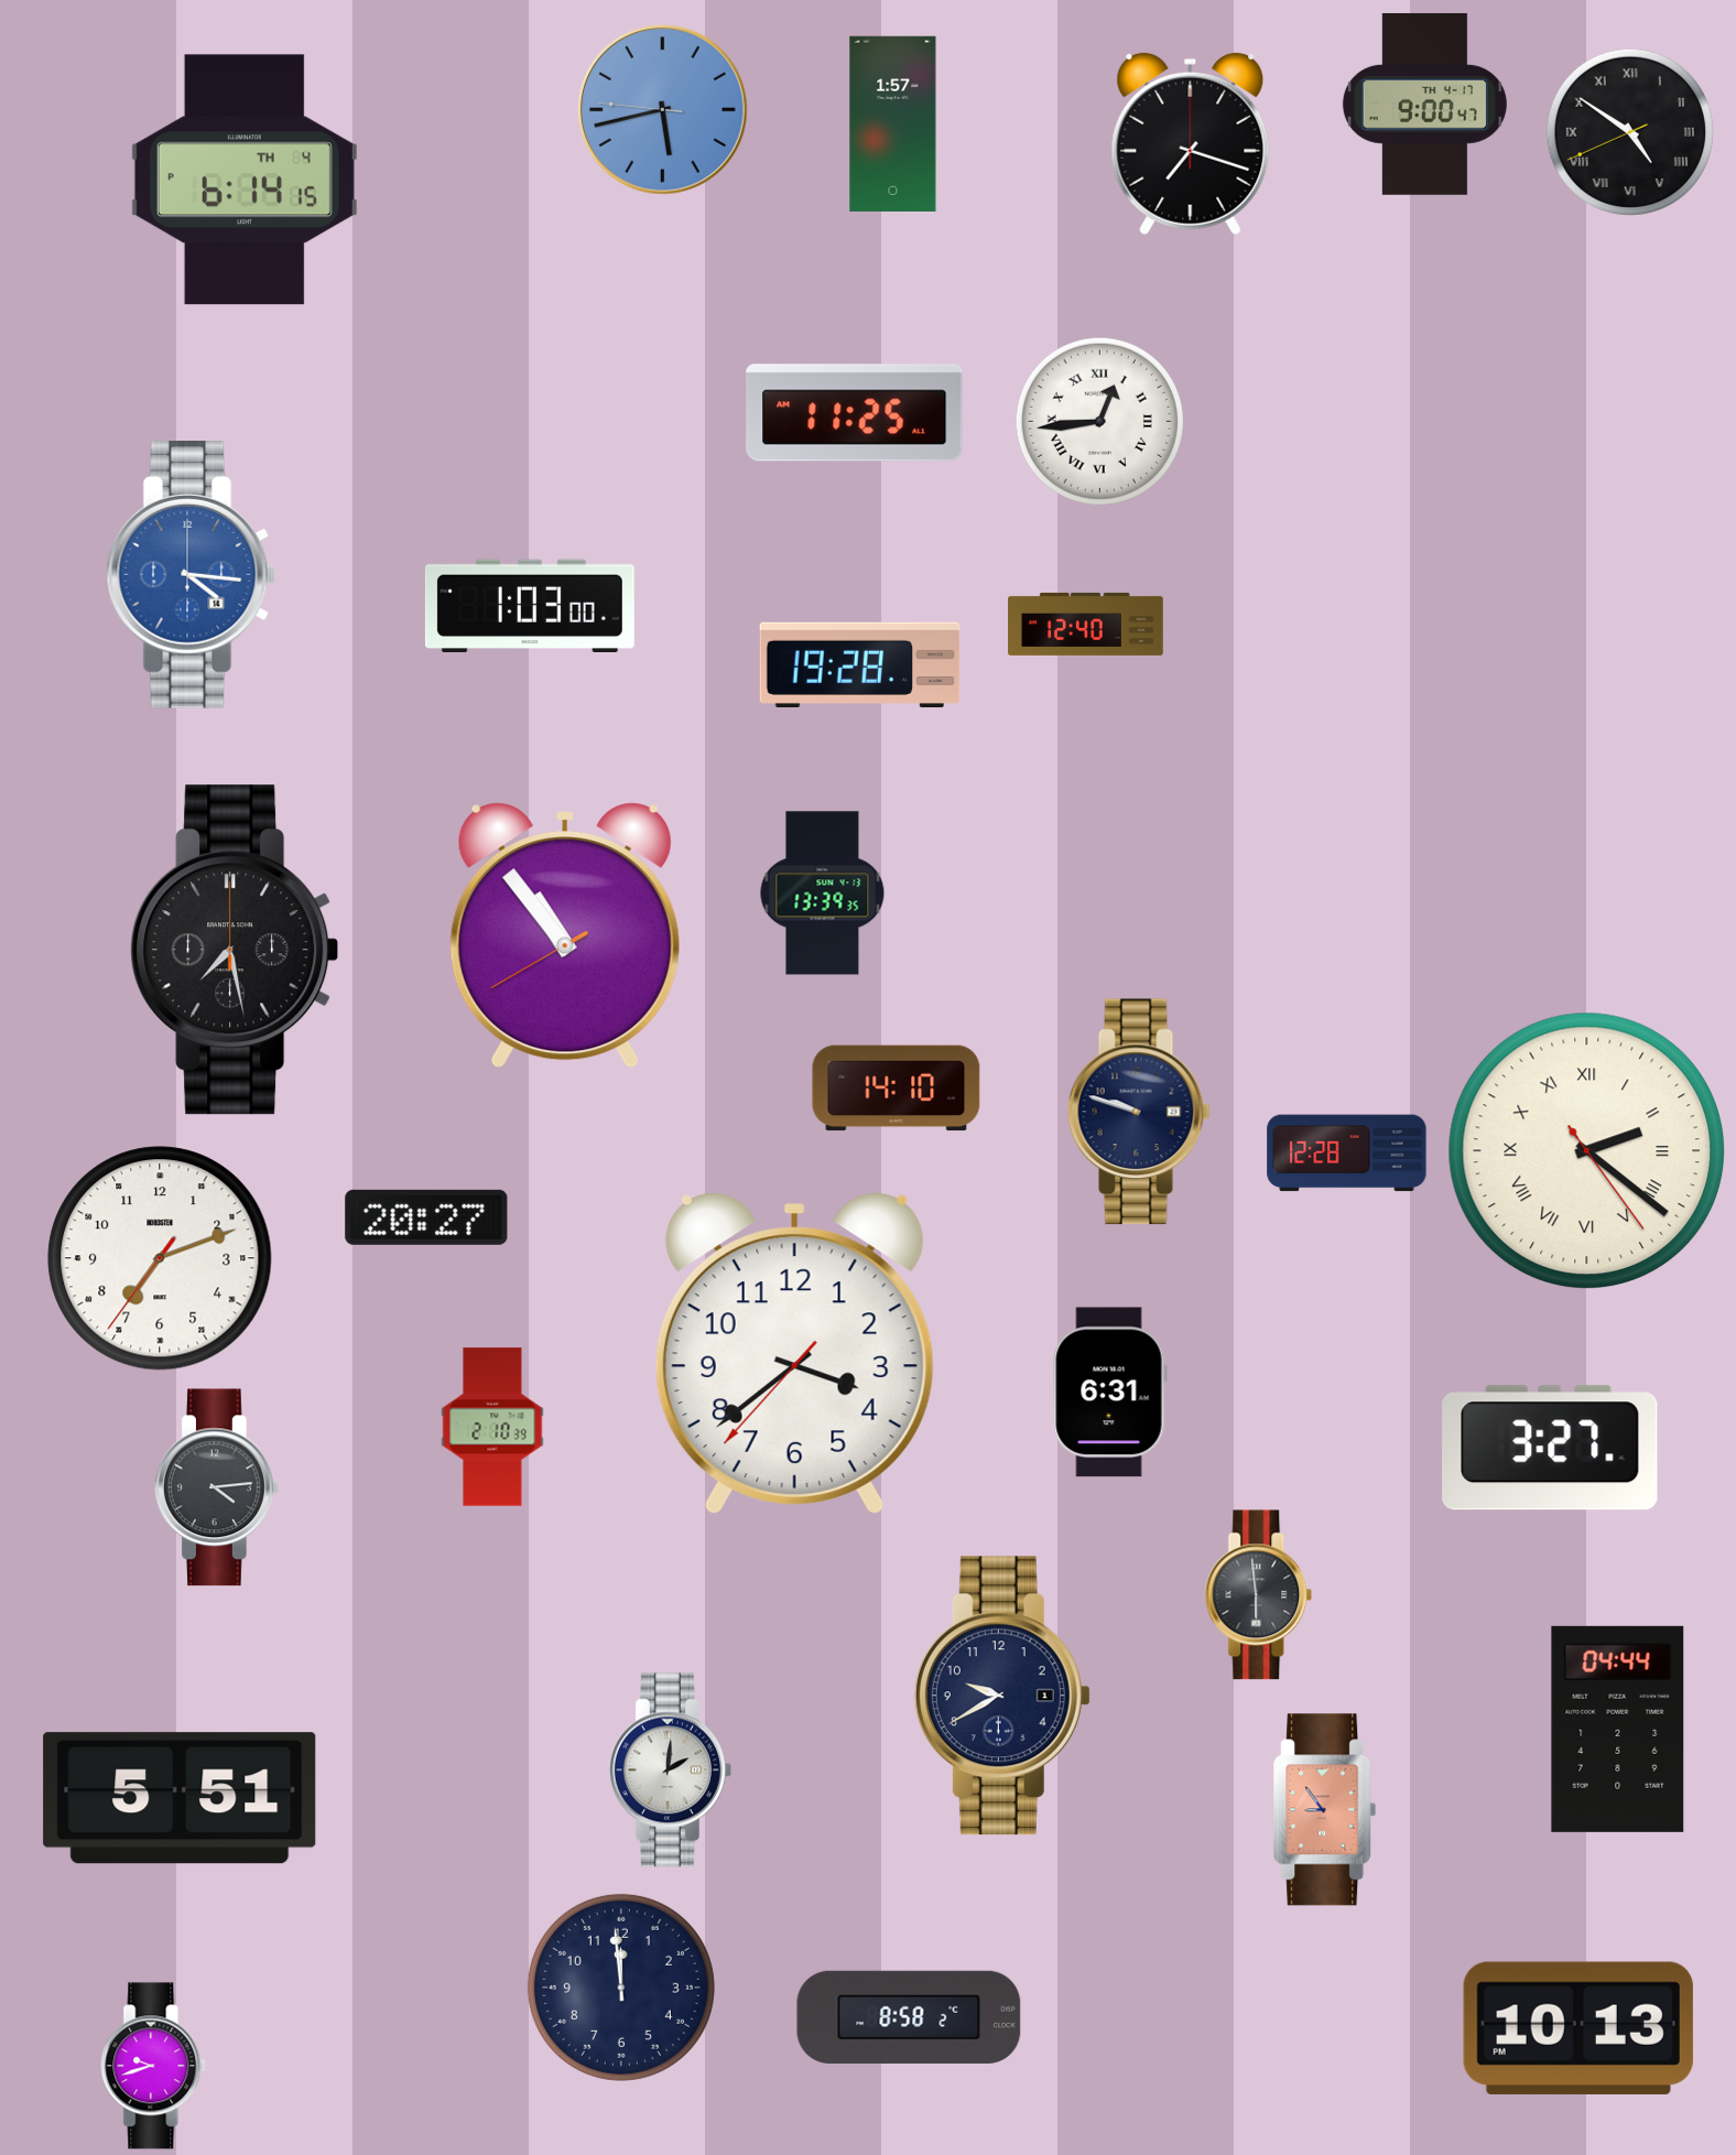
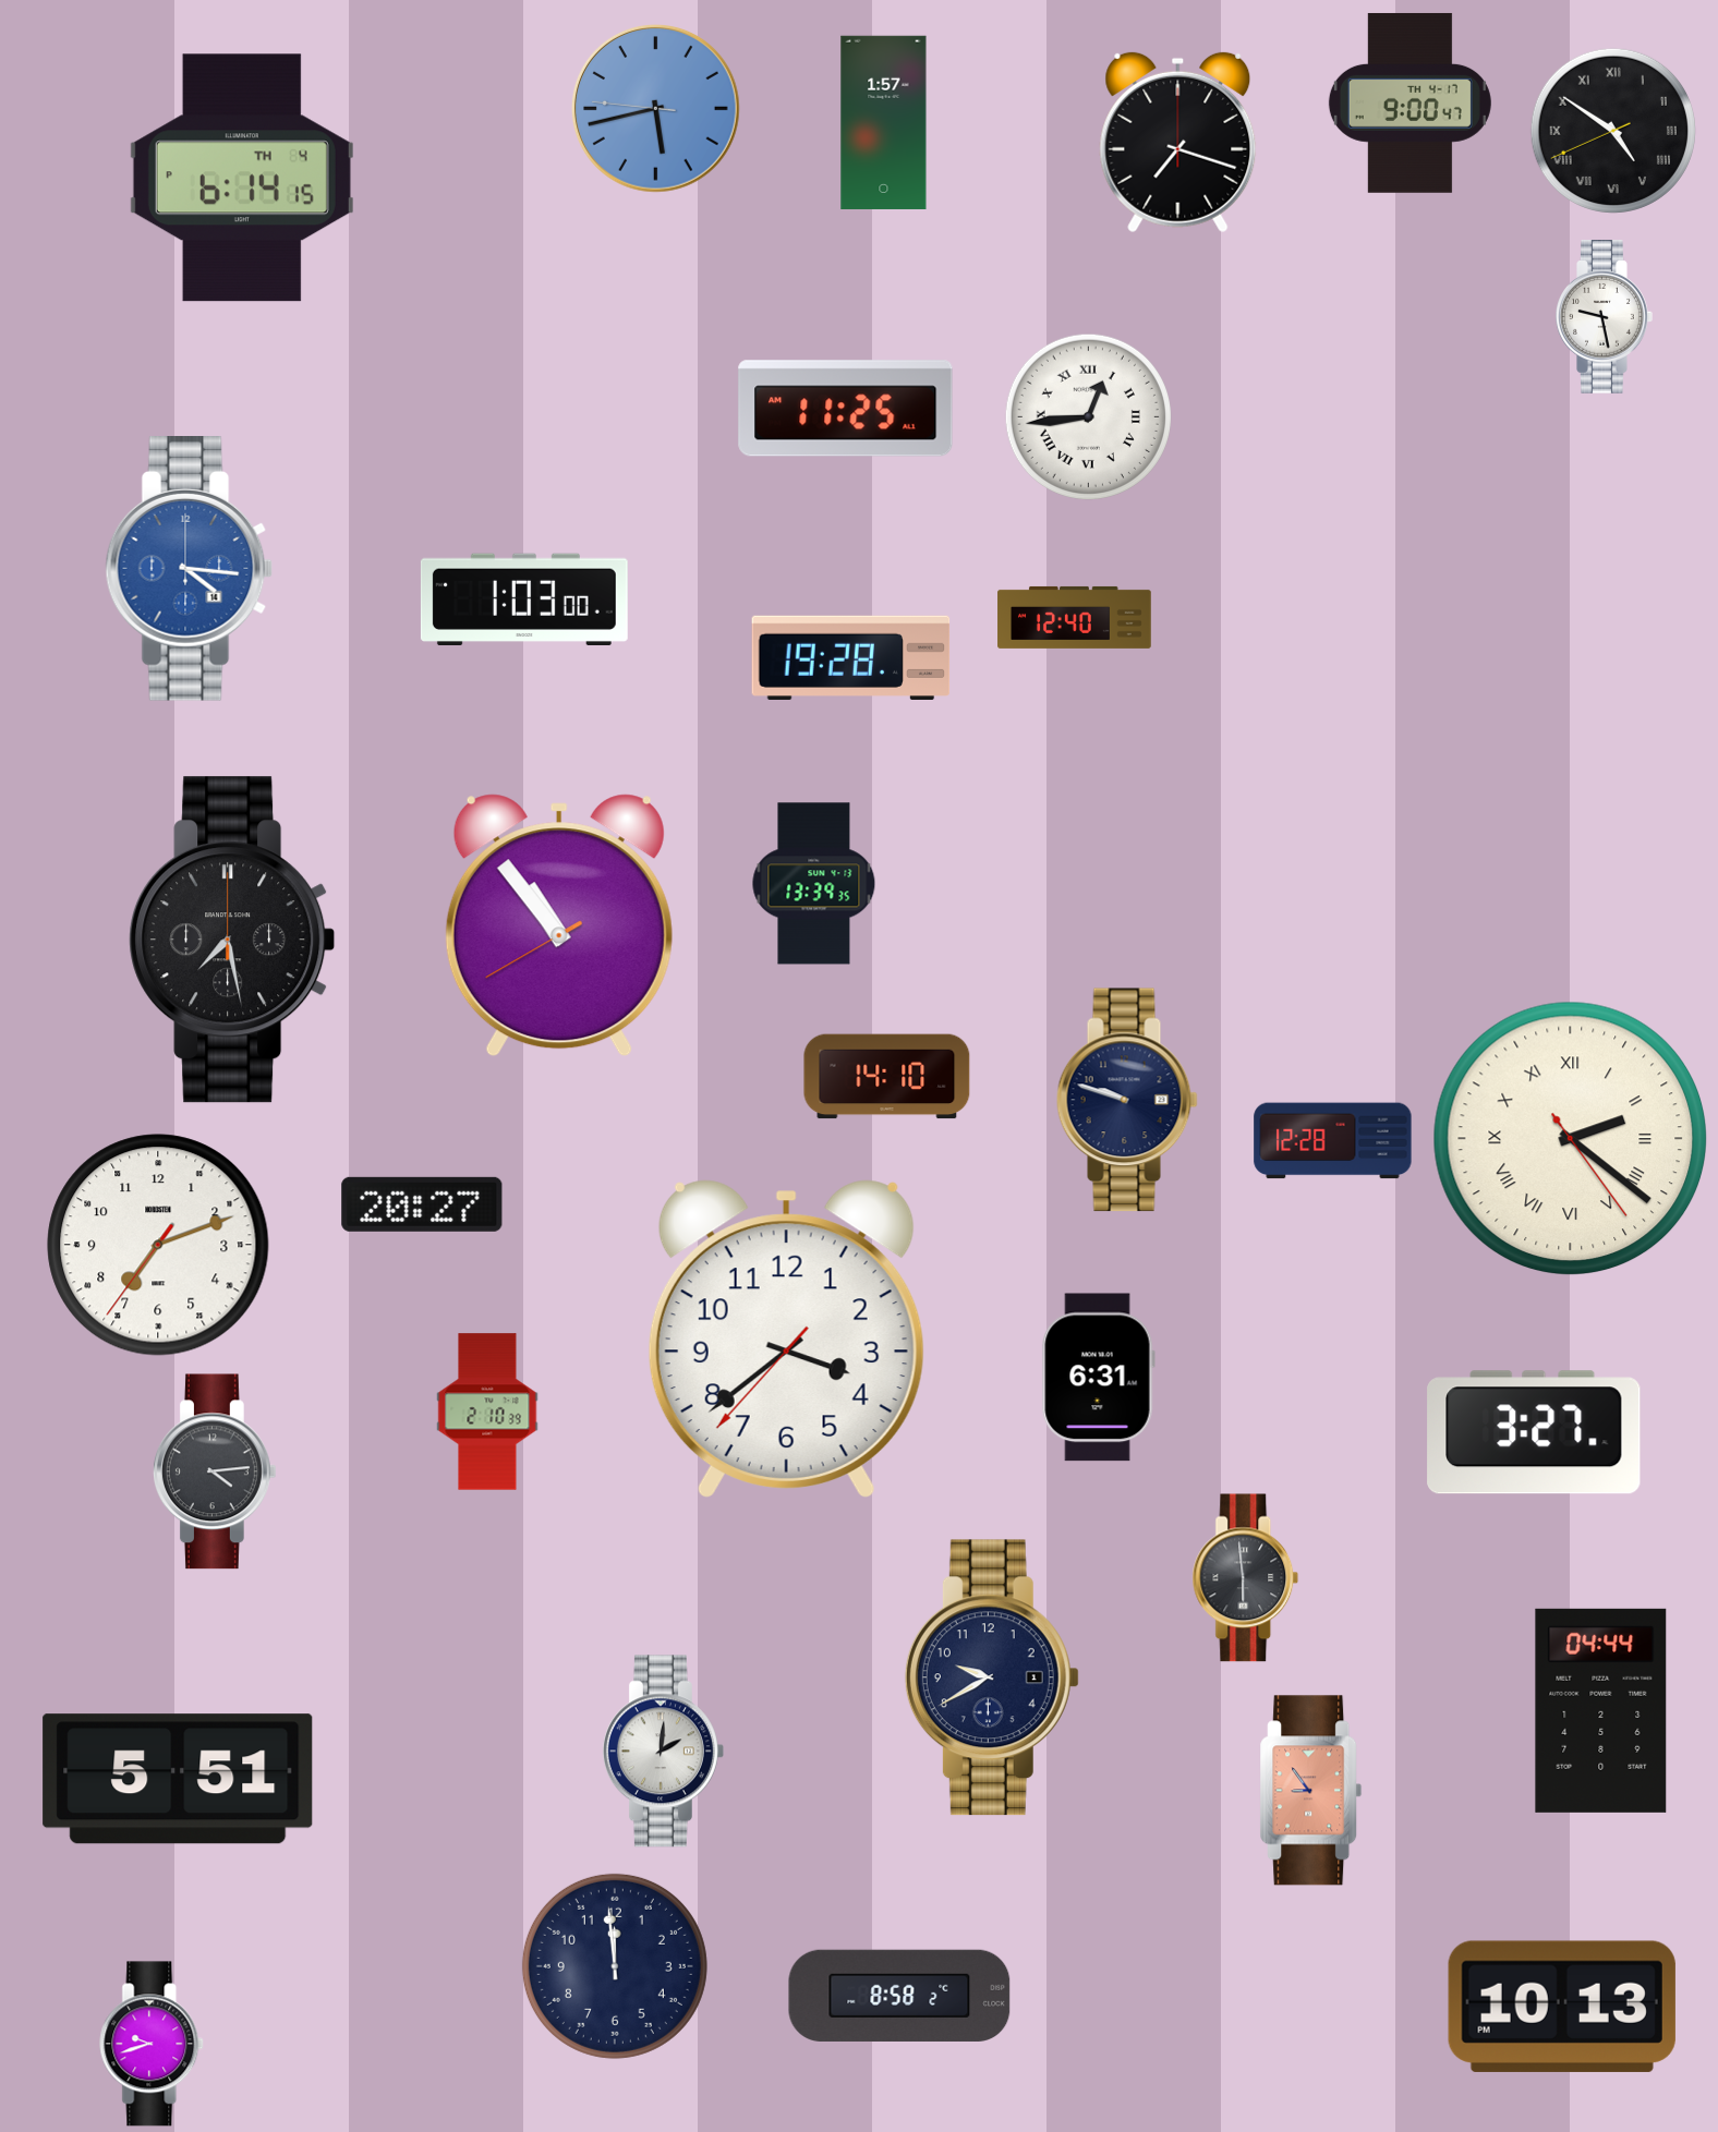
clock at (1605, 317): none -> 9:28
